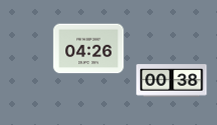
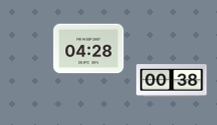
clock at (89, 49): 04:26 -> 04:28
